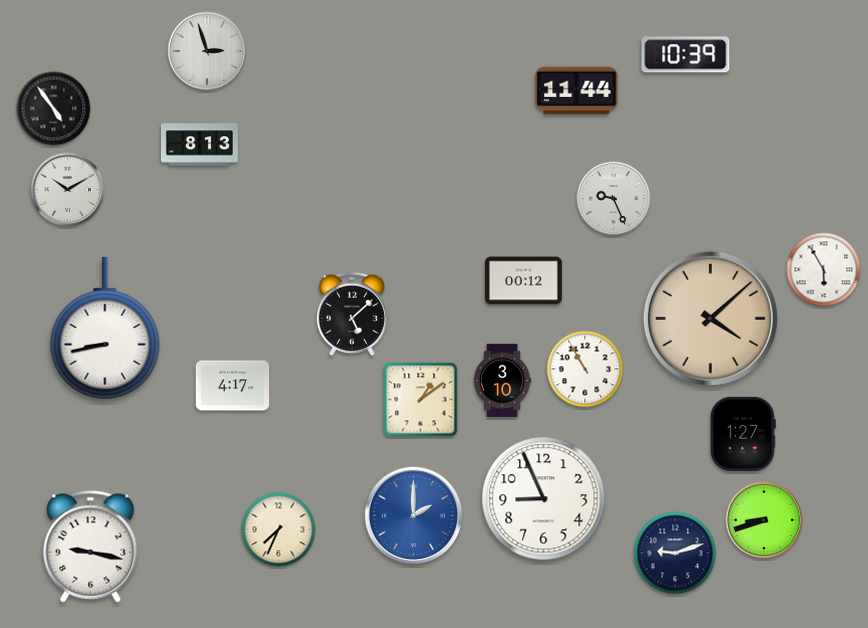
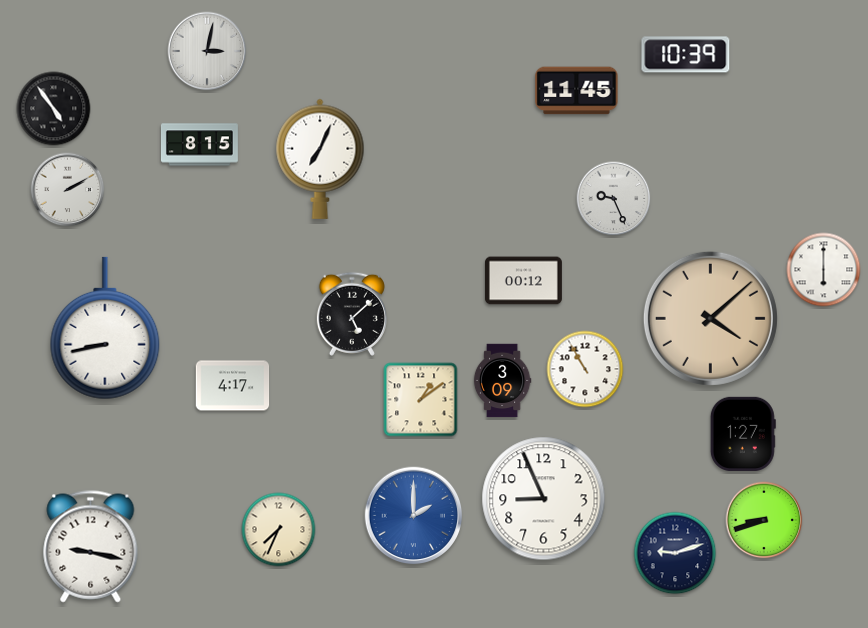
clock at (207, 51): 2:57 -> 3:02
clock at (577, 91): 11:44 -> 11:45
clock at (199, 145): 8:13 -> 8:15
clock at (320, 159): none -> 7:04
clock at (68, 190): 10:10 -> 2:10
clock at (824, 270): 5:55 -> 6:00
clock at (502, 381): 3:10 -> 3:09
